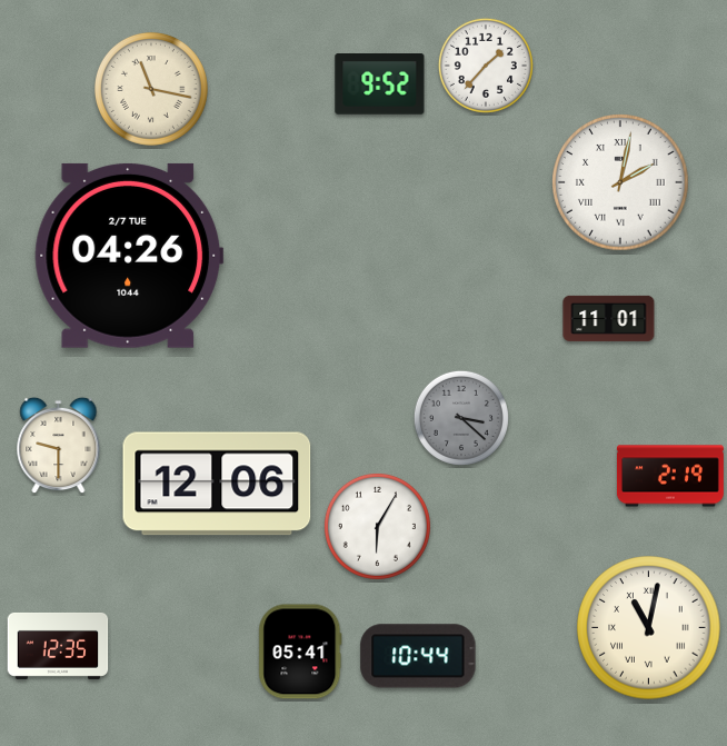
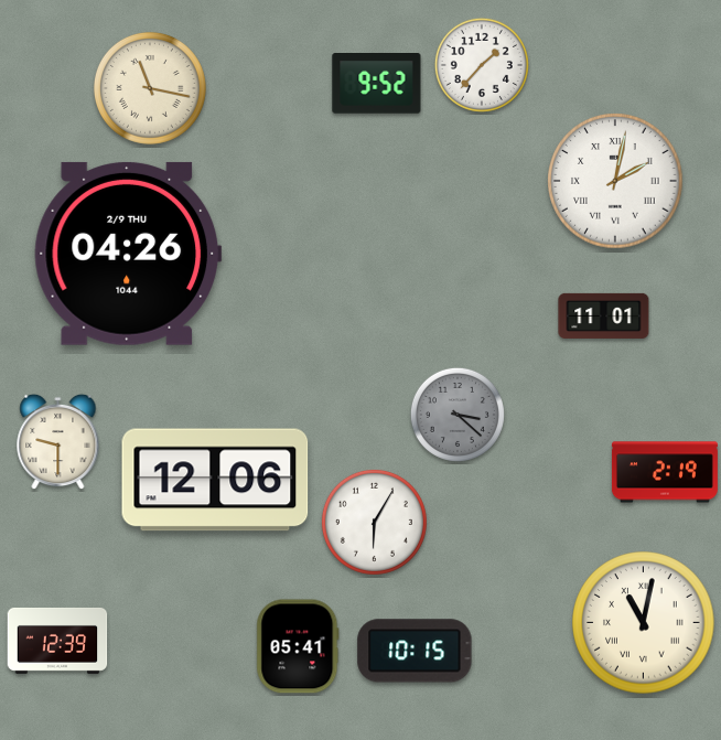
clock at (129, 256) date: 2/7 TUE -> 2/9 THU
clock at (58, 646): 12:35 -> 12:39
clock at (418, 656): 10:44 -> 10:15
